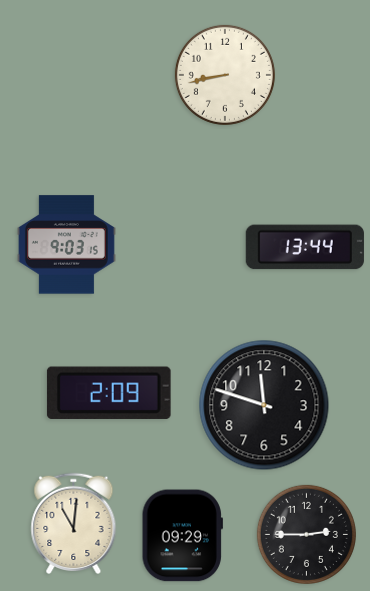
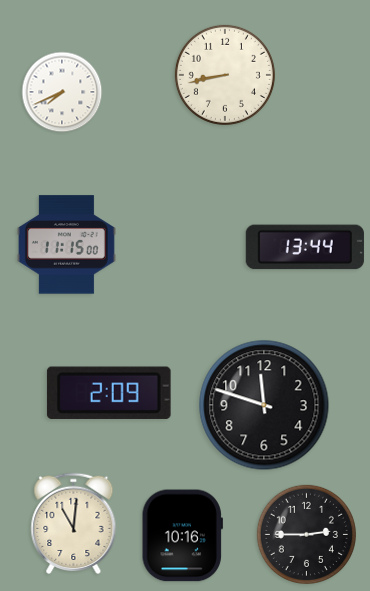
clock at (62, 92): none -> 7:41
clock at (66, 245): 9:03 -> 11:15
clock at (182, 536): 09:29 -> 10:16
